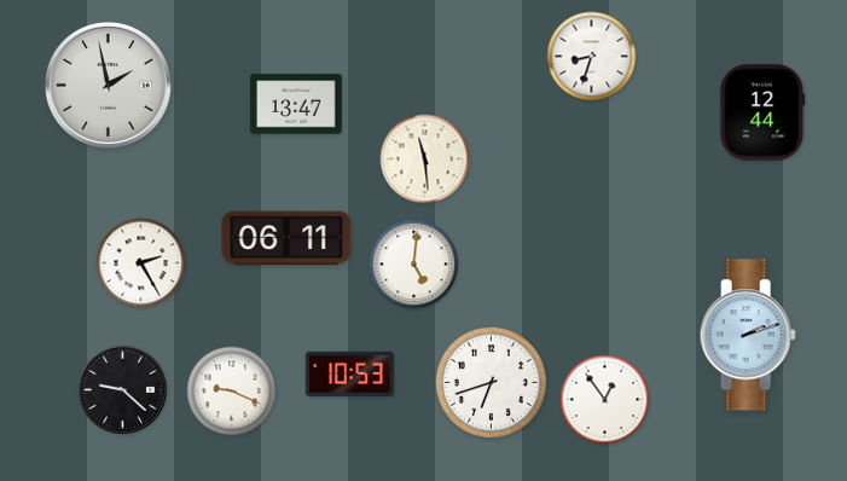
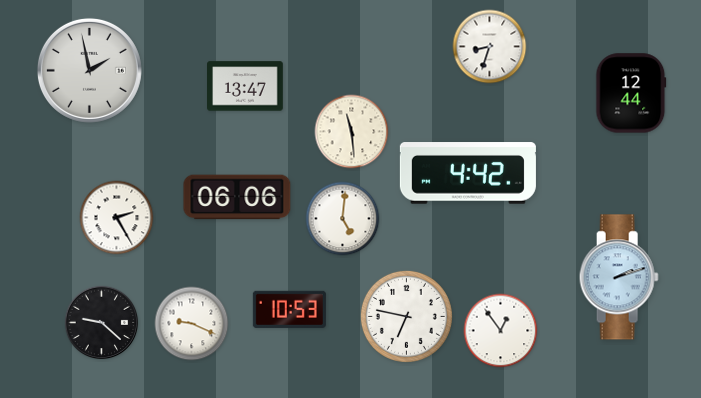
clock at (468, 173): none -> 4:42
clock at (286, 238): 06:11 -> 06:06
clock at (491, 382): 6:42 -> 6:47
